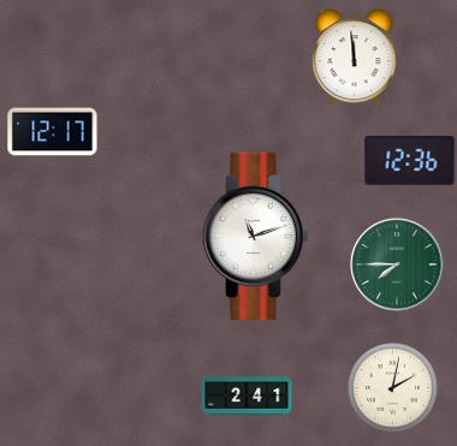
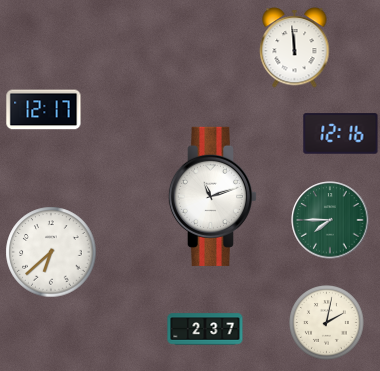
clock at (410, 161): 12:36 -> 12:16
clock at (51, 252): none -> 6:38
clock at (247, 396): 2:41 -> 2:37
